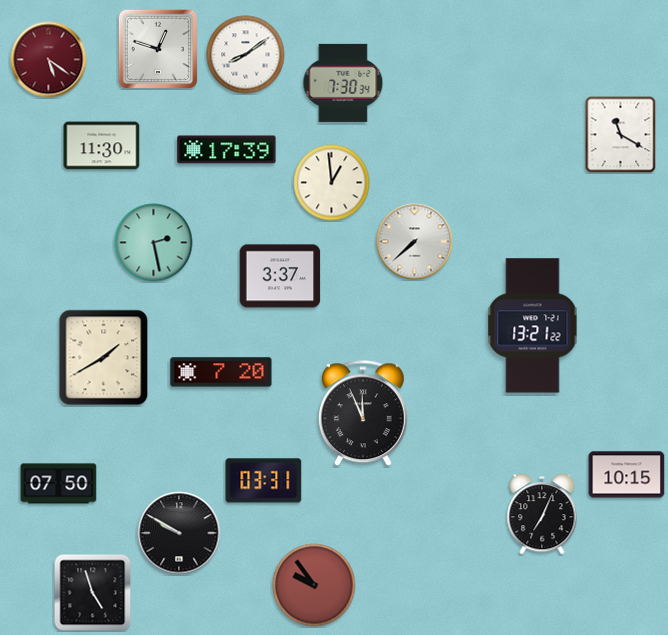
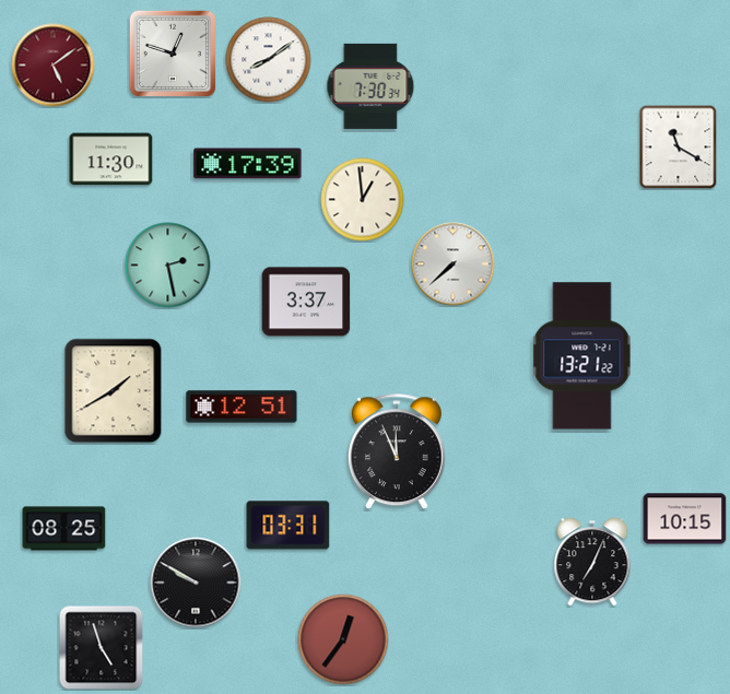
clock at (49, 60): 5:21 -> 5:09
clock at (343, 83) position: (343, 83) -> (370, 86)
clock at (221, 372): 7:20 -> 12:51
clock at (59, 484): 07:50 -> 08:25
clock at (314, 585): 9:54 -> 12:36
